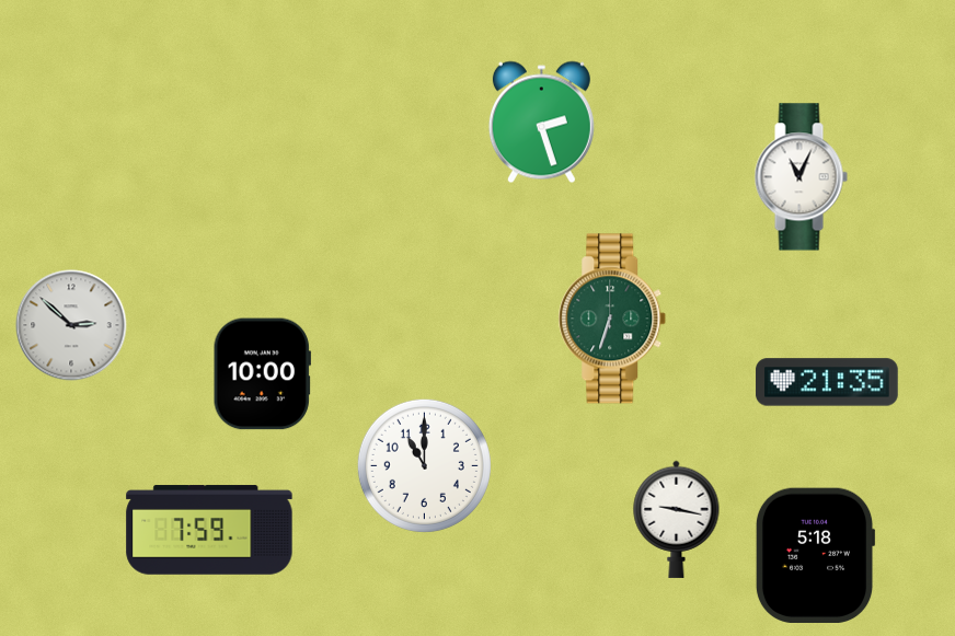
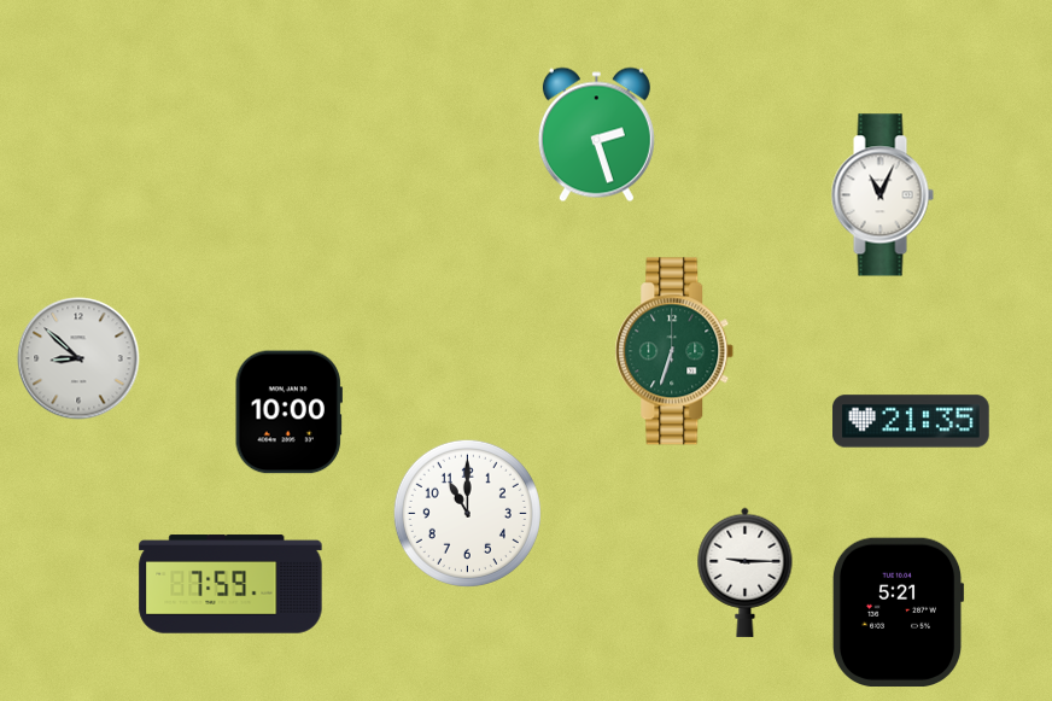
clock at (71, 325): 2:52 -> 8:52
clock at (677, 519): 9:17 -> 9:15
clock at (815, 555): 5:18 -> 5:21
